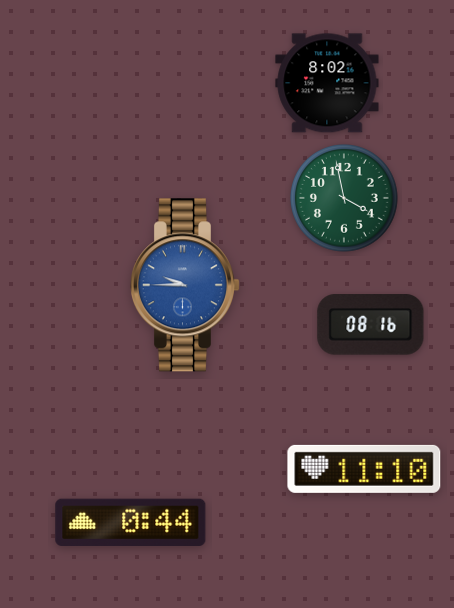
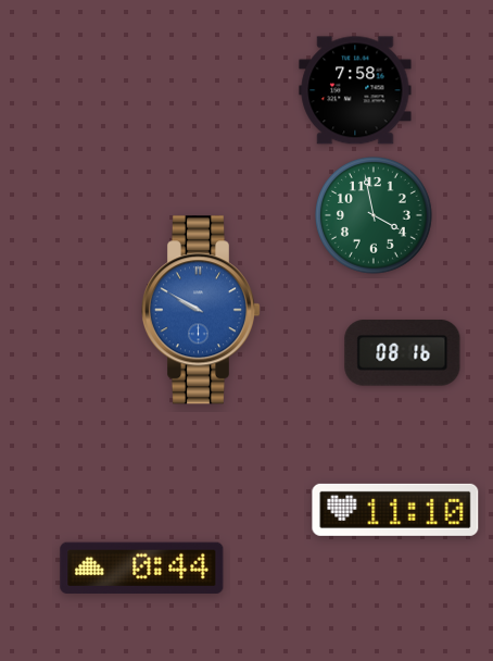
clock at (327, 83): 8:02 -> 7:58
clock at (185, 285): 9:45 -> 9:50
